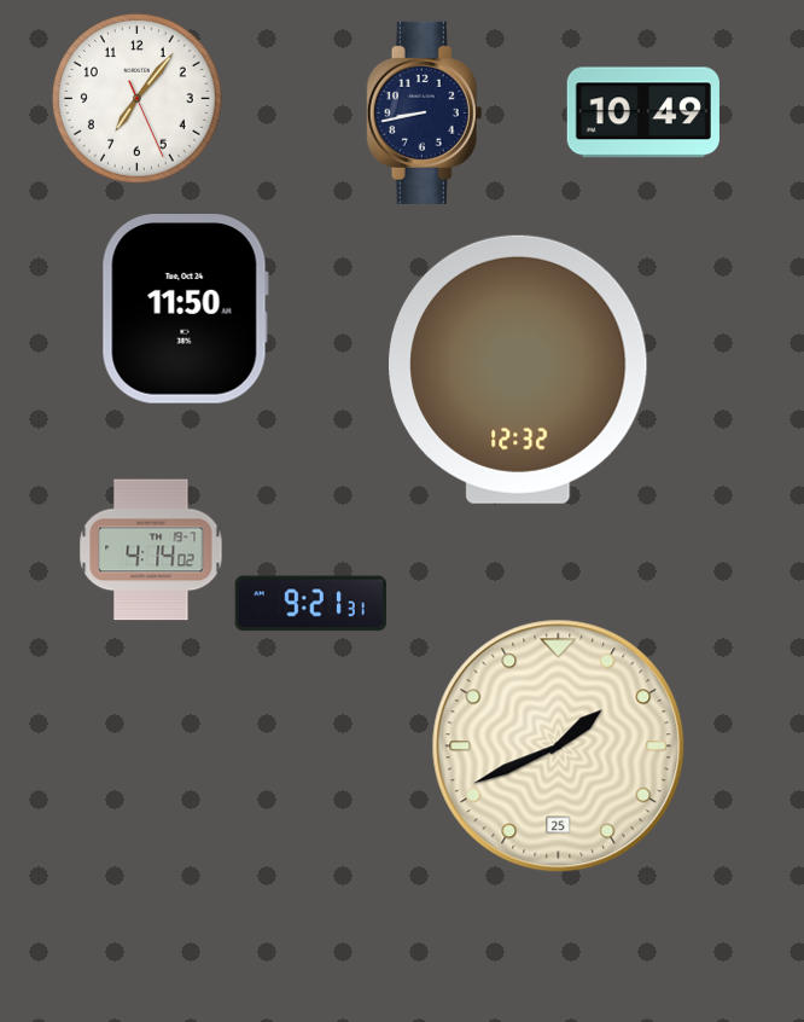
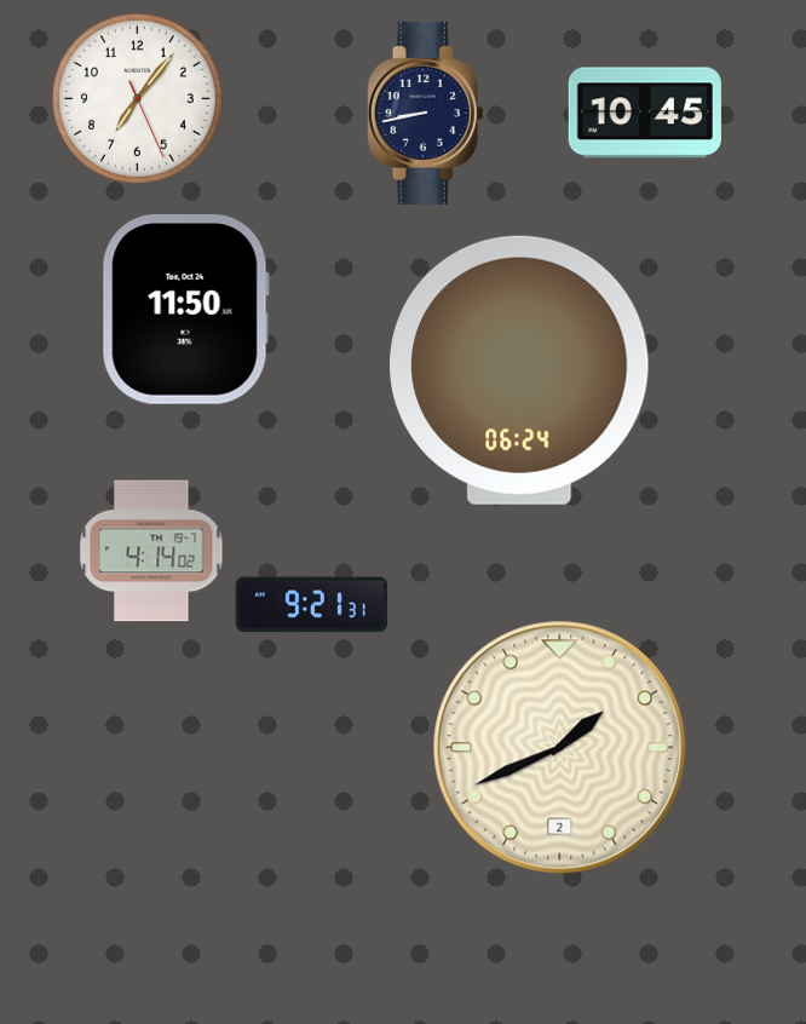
clock at (643, 112): 10:49 -> 10:45
clock at (519, 370): 12:32 -> 06:24
clock at (559, 747) date: 25 -> 2
